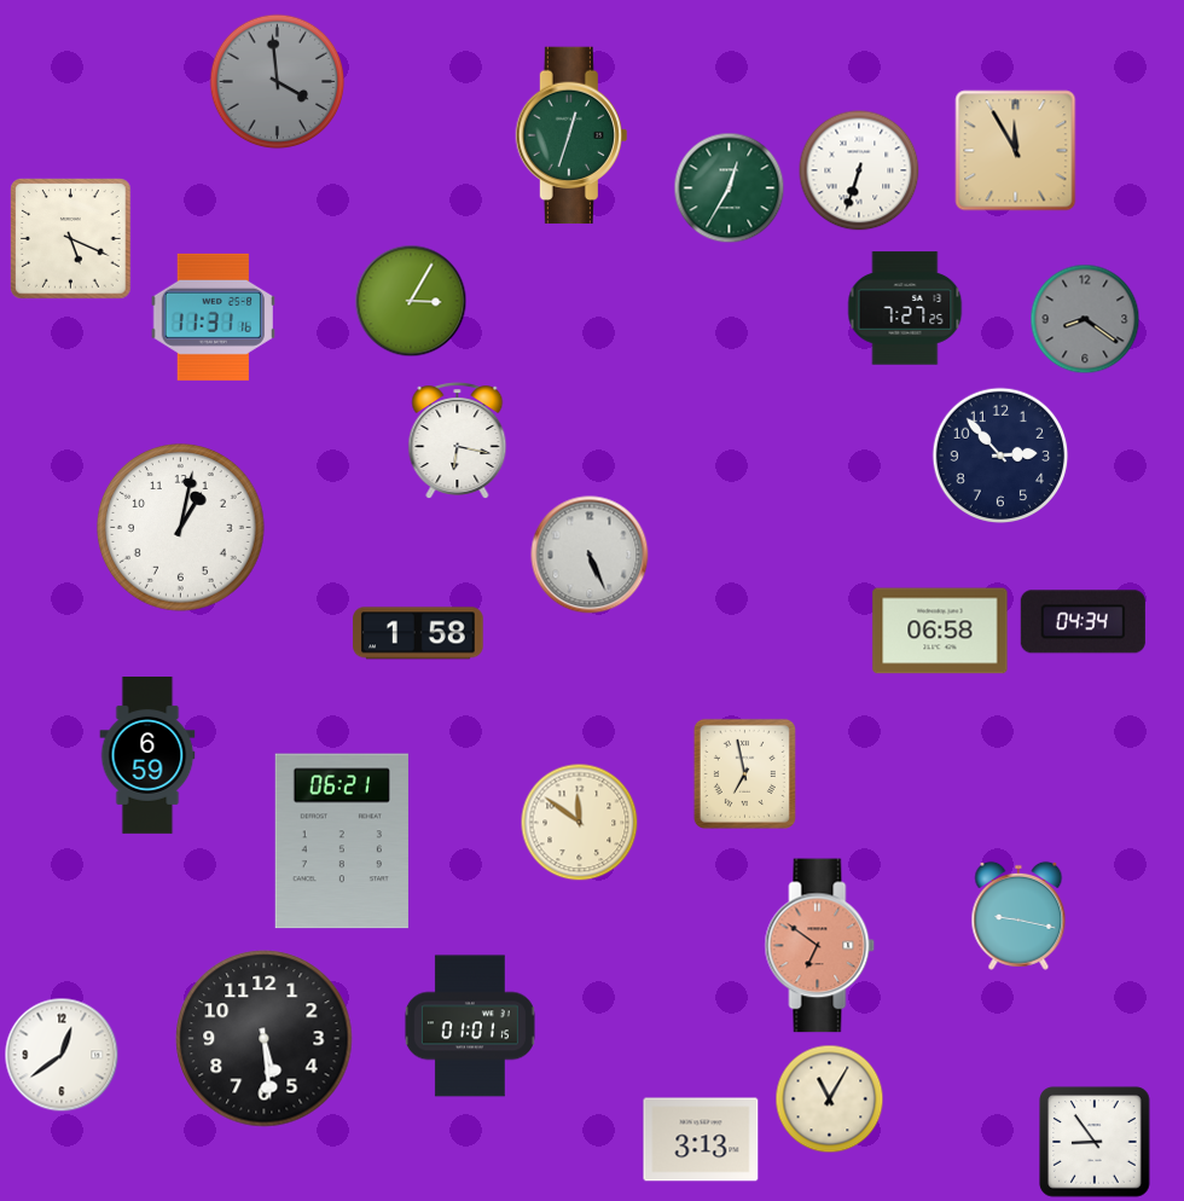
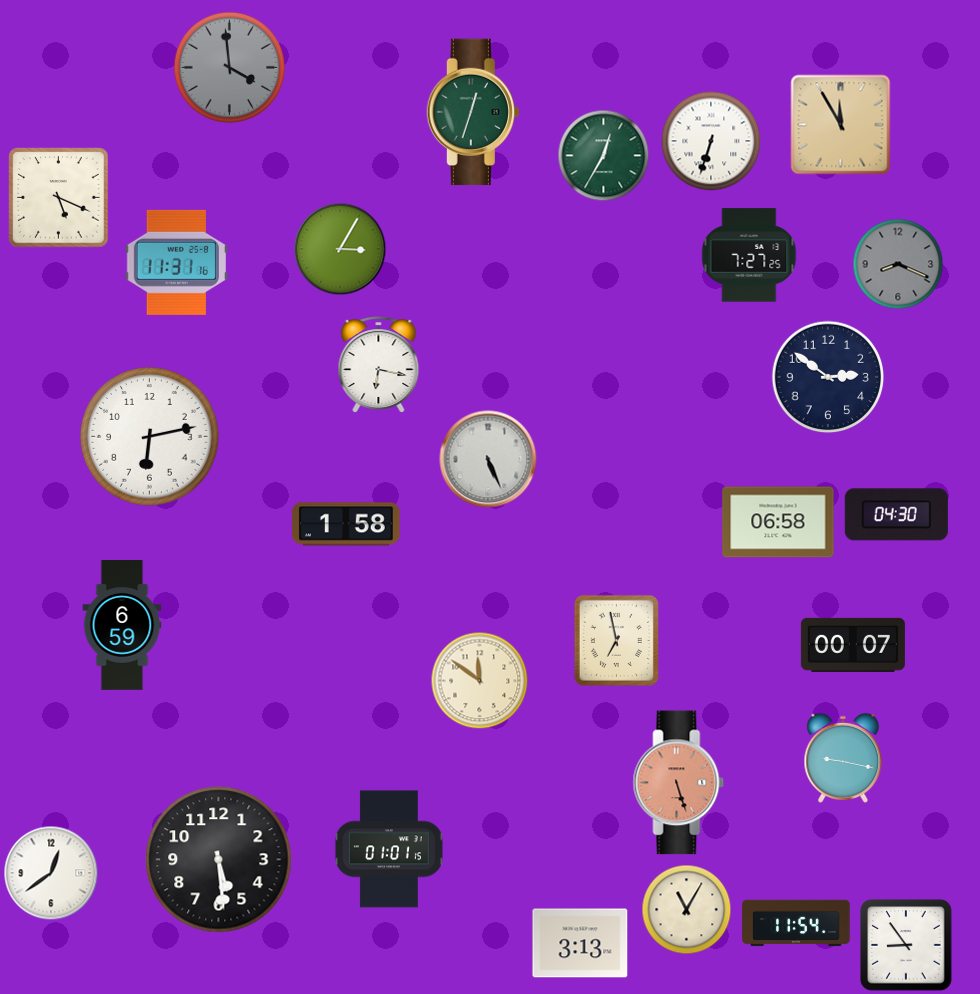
clock at (1085, 319): 8:21 -> 8:19
clock at (1000, 456): 2:53 -> 2:51
clock at (181, 528): 1:02 -> 6:13
clock at (1083, 622): 04:34 -> 04:30
clock at (853, 645): none -> 00:07
clock at (342, 841): 06:21 -> none
clock at (820, 946): 6:51 -> 5:27
clock at (796, 923): none -> 11:54
